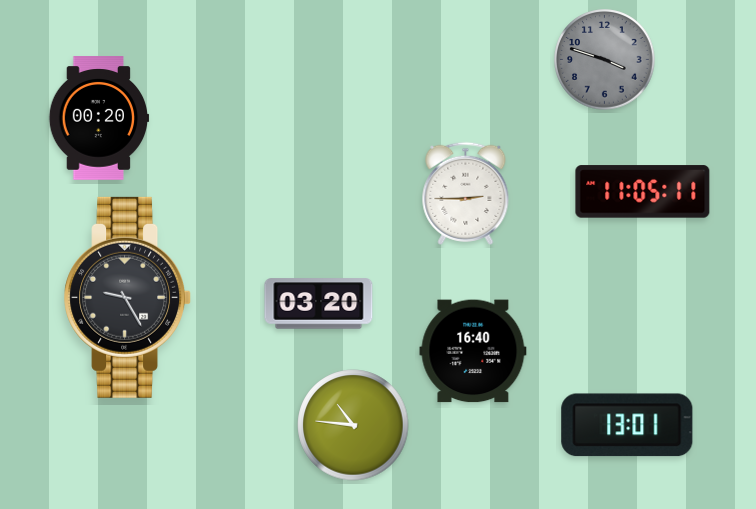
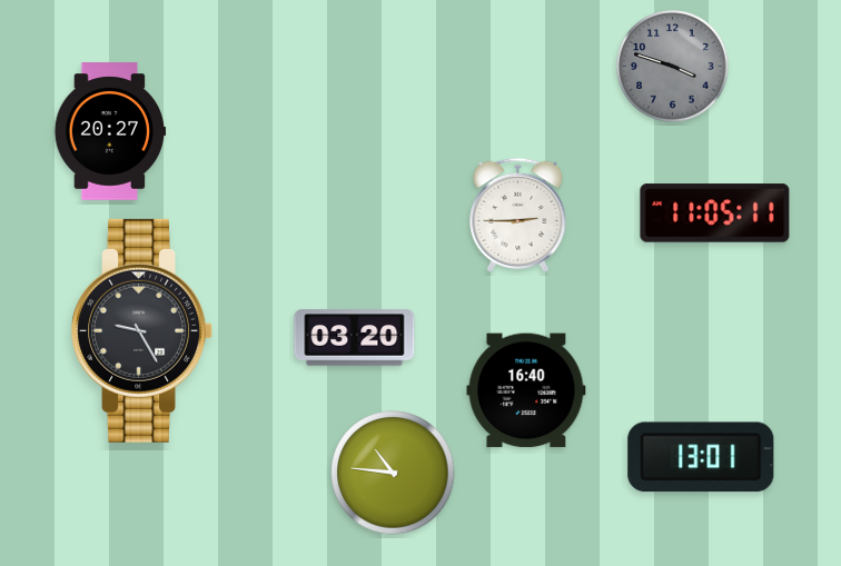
clock at (99, 118): 00:20 -> 20:27
clock at (627, 425) position: (627, 425) -> (701, 457)
